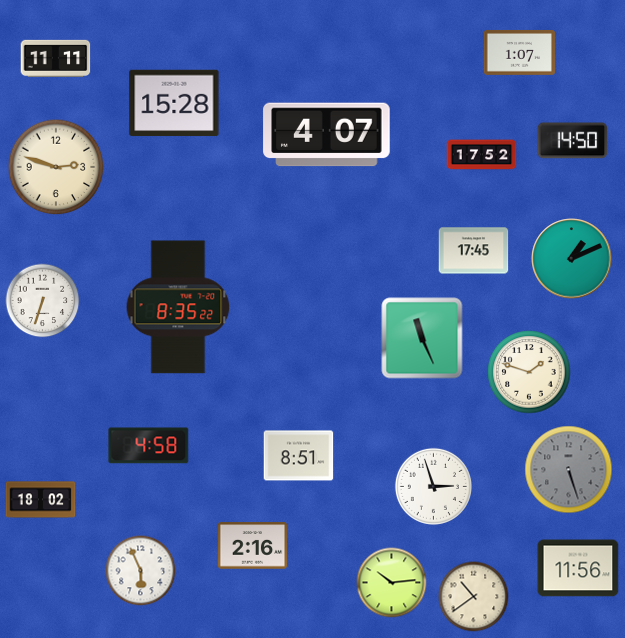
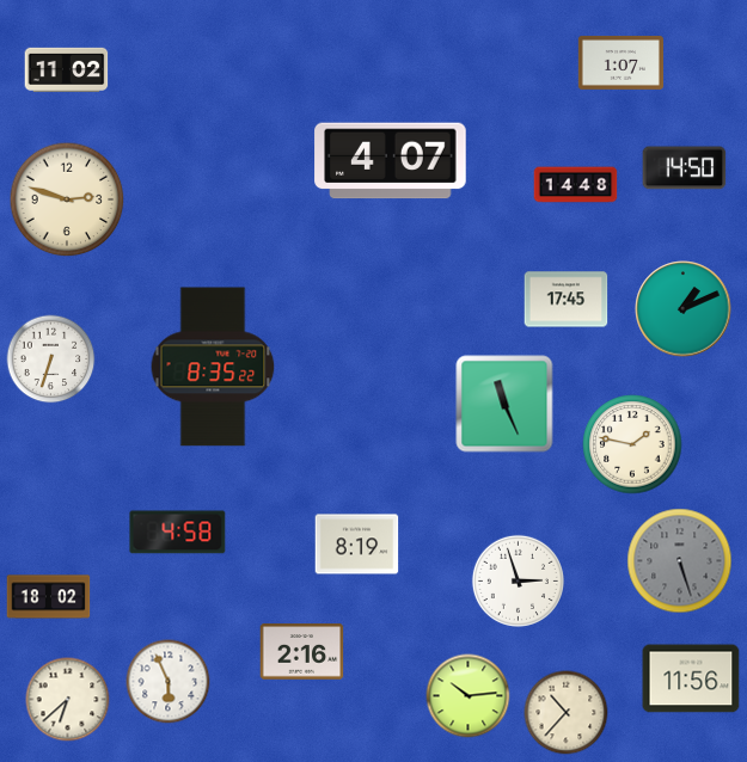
clock at (56, 58): 11:11 -> 11:02
clock at (174, 103): 15:28 -> none
clock at (482, 155): 17:52 -> 14:48
clock at (529, 372): 1:48 -> 1:47
clock at (299, 456): 8:51 -> 8:19
clock at (68, 700): none -> 6:38
clock at (474, 597): 10:39 -> 10:37
